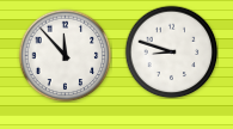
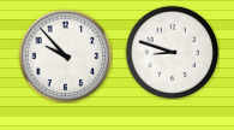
clock at (65, 55): 11:53 -> 9:53
